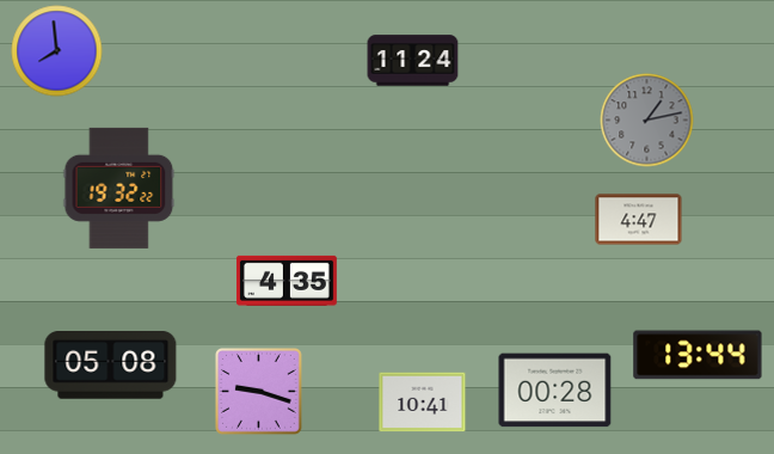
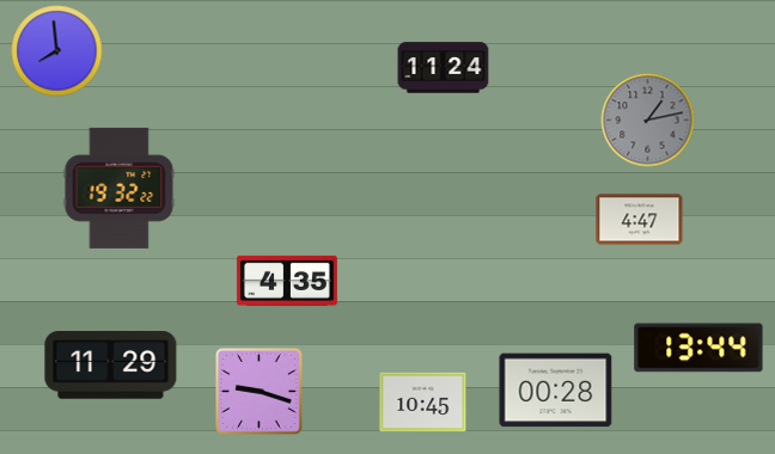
clock at (413, 61) position: (413, 61) -> (444, 68)
clock at (698, 355) position: (698, 355) -> (698, 348)
clock at (111, 366): 05:08 -> 11:29
clock at (423, 403): 10:41 -> 10:45
